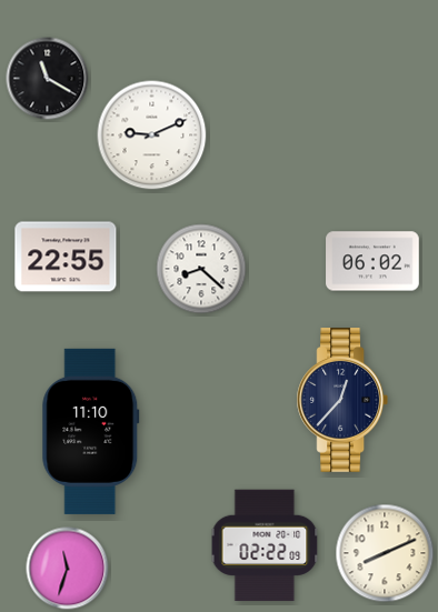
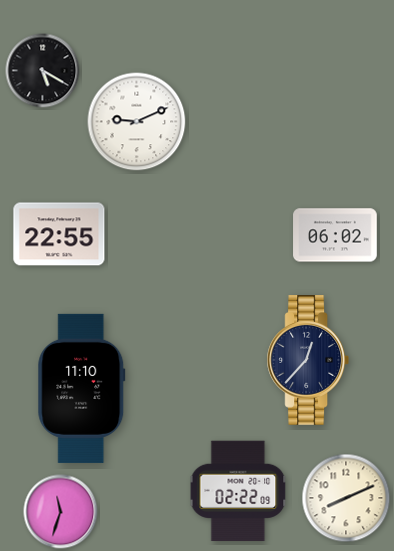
clock at (48, 79): 11:20 -> 5:20
clock at (66, 257) position: (66, 257) -> (59, 234)
clock at (201, 269): 8:22 -> none
